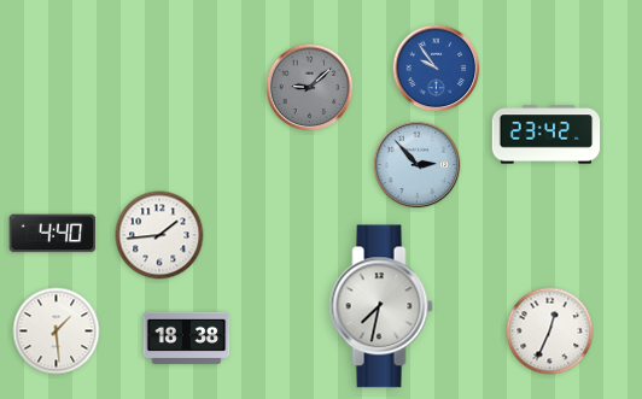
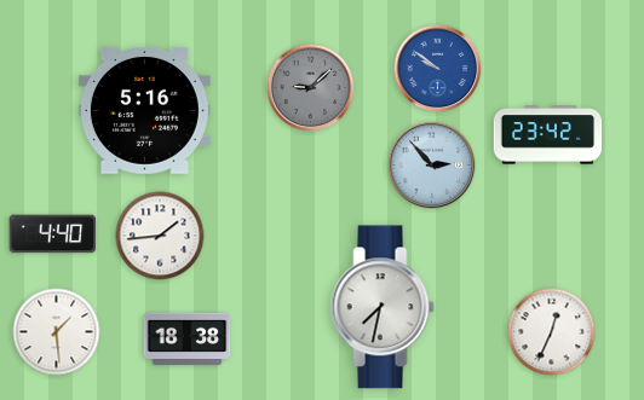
clock at (437, 69): 9:54 -> 9:51
clock at (144, 110): none -> 5:16
clock at (418, 165) position: (418, 165) -> (432, 166)
